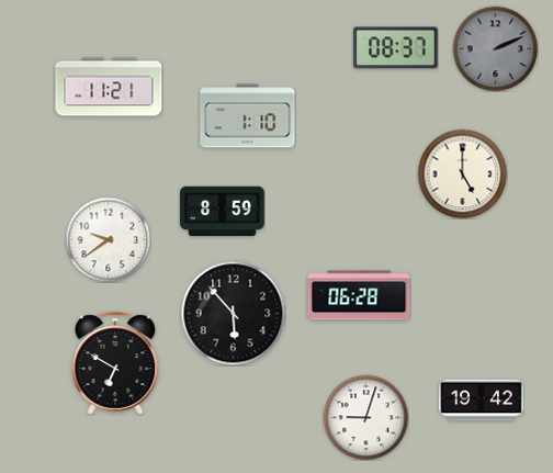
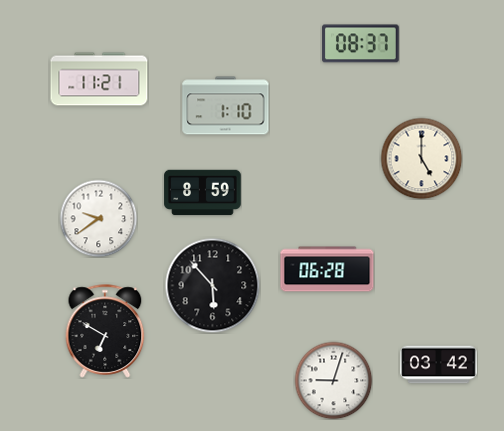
clock at (495, 48): 2:11 -> none
clock at (482, 401): 19:42 -> 03:42
